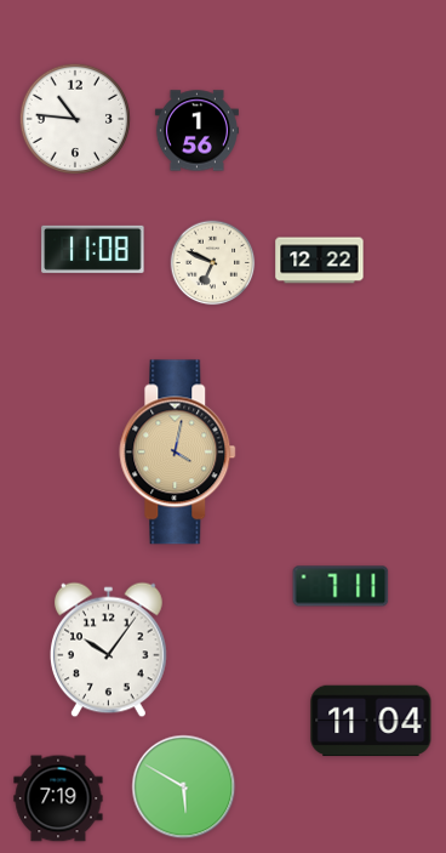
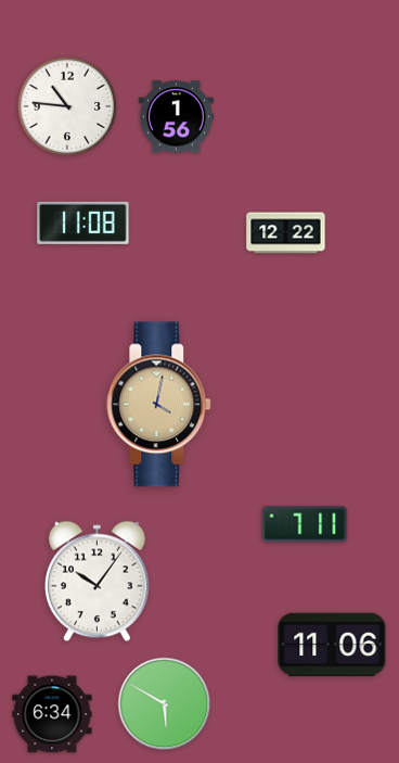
clock at (213, 263): 6:49 -> none
clock at (371, 721): 11:04 -> 11:06
clock at (58, 798): 7:19 -> 6:34
